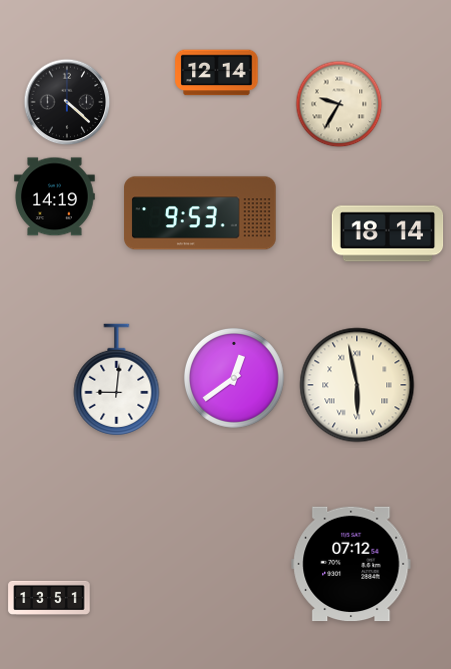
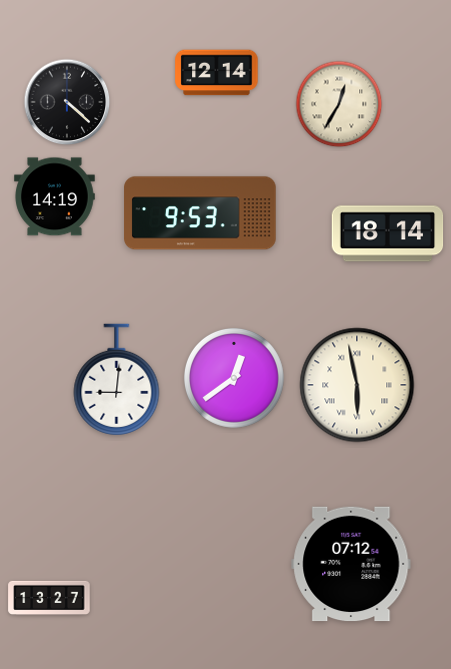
clock at (339, 104): 9:35 -> 12:35
clock at (49, 597): 13:51 -> 13:27
